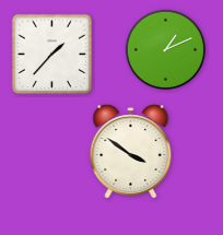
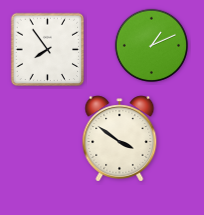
clock at (52, 55): 1:37 -> 7:54
